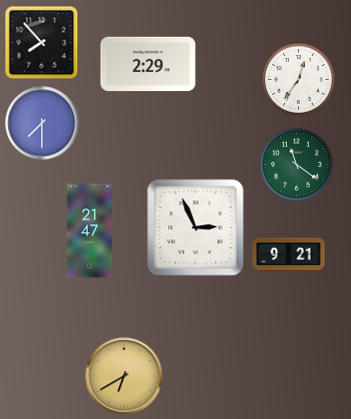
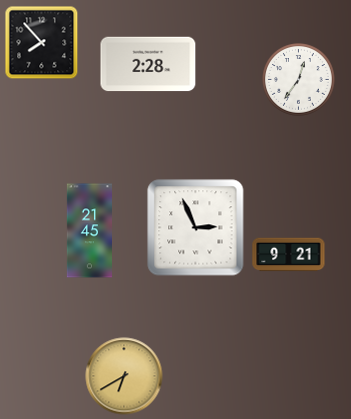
clock at (148, 64): 2:29 -> 2:28
clock at (42, 123): 7:30 -> none
clock at (297, 165): 11:21 -> none
clock at (89, 231): 21:47 -> 21:45
